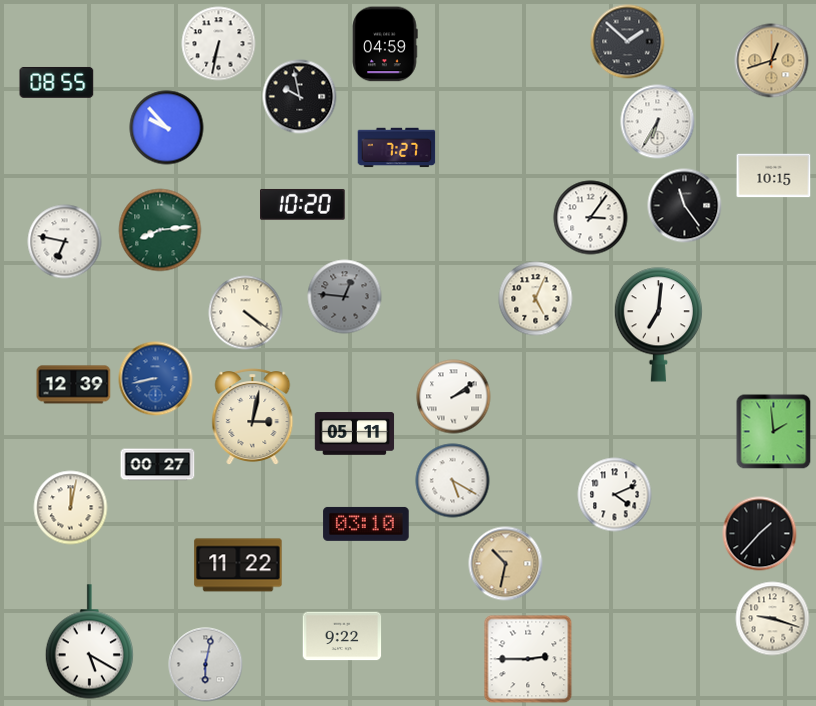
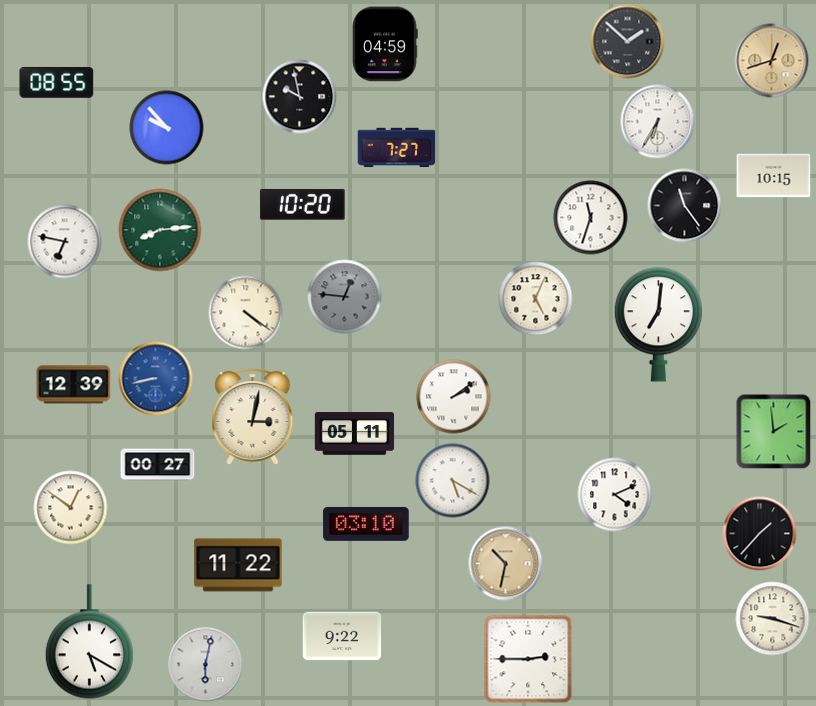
clock at (219, 44): 6:32 -> none
clock at (591, 218): 3:06 -> 11:33
clock at (71, 508): 12:02 -> 12:51
